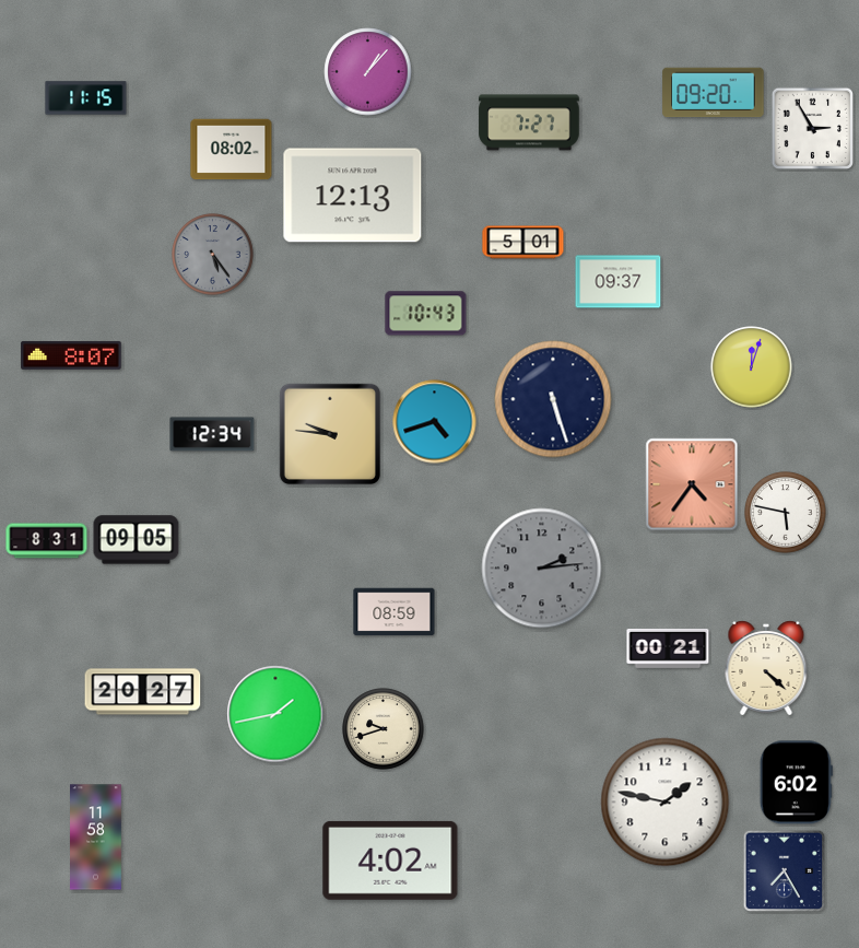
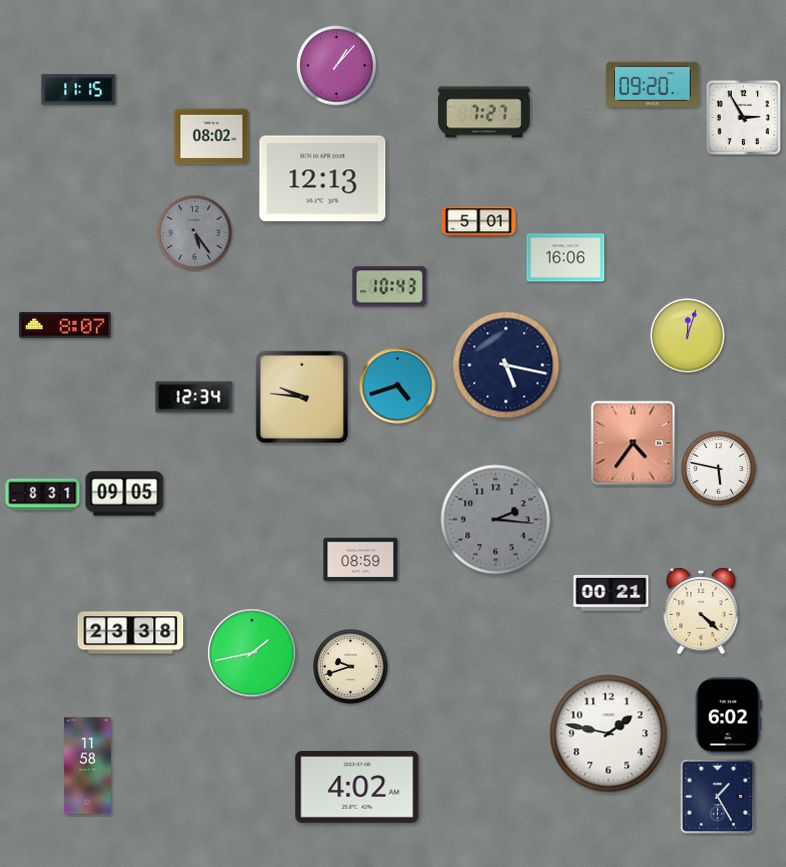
clock at (619, 282): 09:37 -> 16:06
clock at (553, 399): 5:27 -> 5:17
clock at (542, 569): 2:14 -> 2:16
clock at (143, 692): 20:27 -> 23:38
clock at (785, 871): 7:25 -> 1:25
